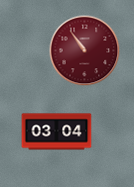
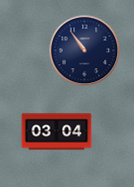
clock at (85, 51) dial: burgundy -> navy
